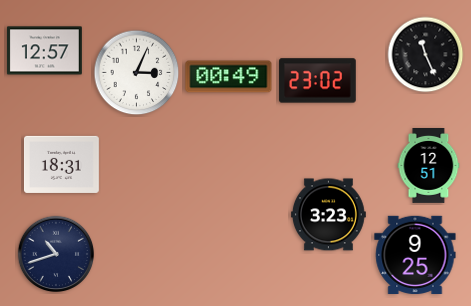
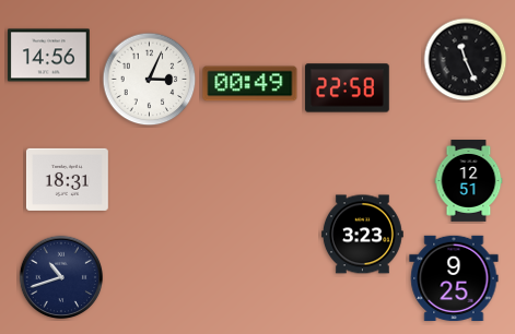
clock at (44, 51): 12:57 -> 14:56
clock at (318, 81): 23:02 -> 22:58
clock at (328, 215) position: (328, 215) -> (362, 235)
